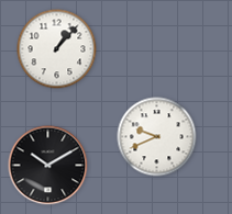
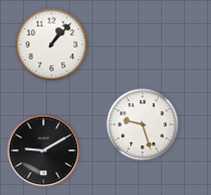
clock at (157, 137): 9:41 -> 9:27
clock at (48, 166): 10:10 -> 9:10
